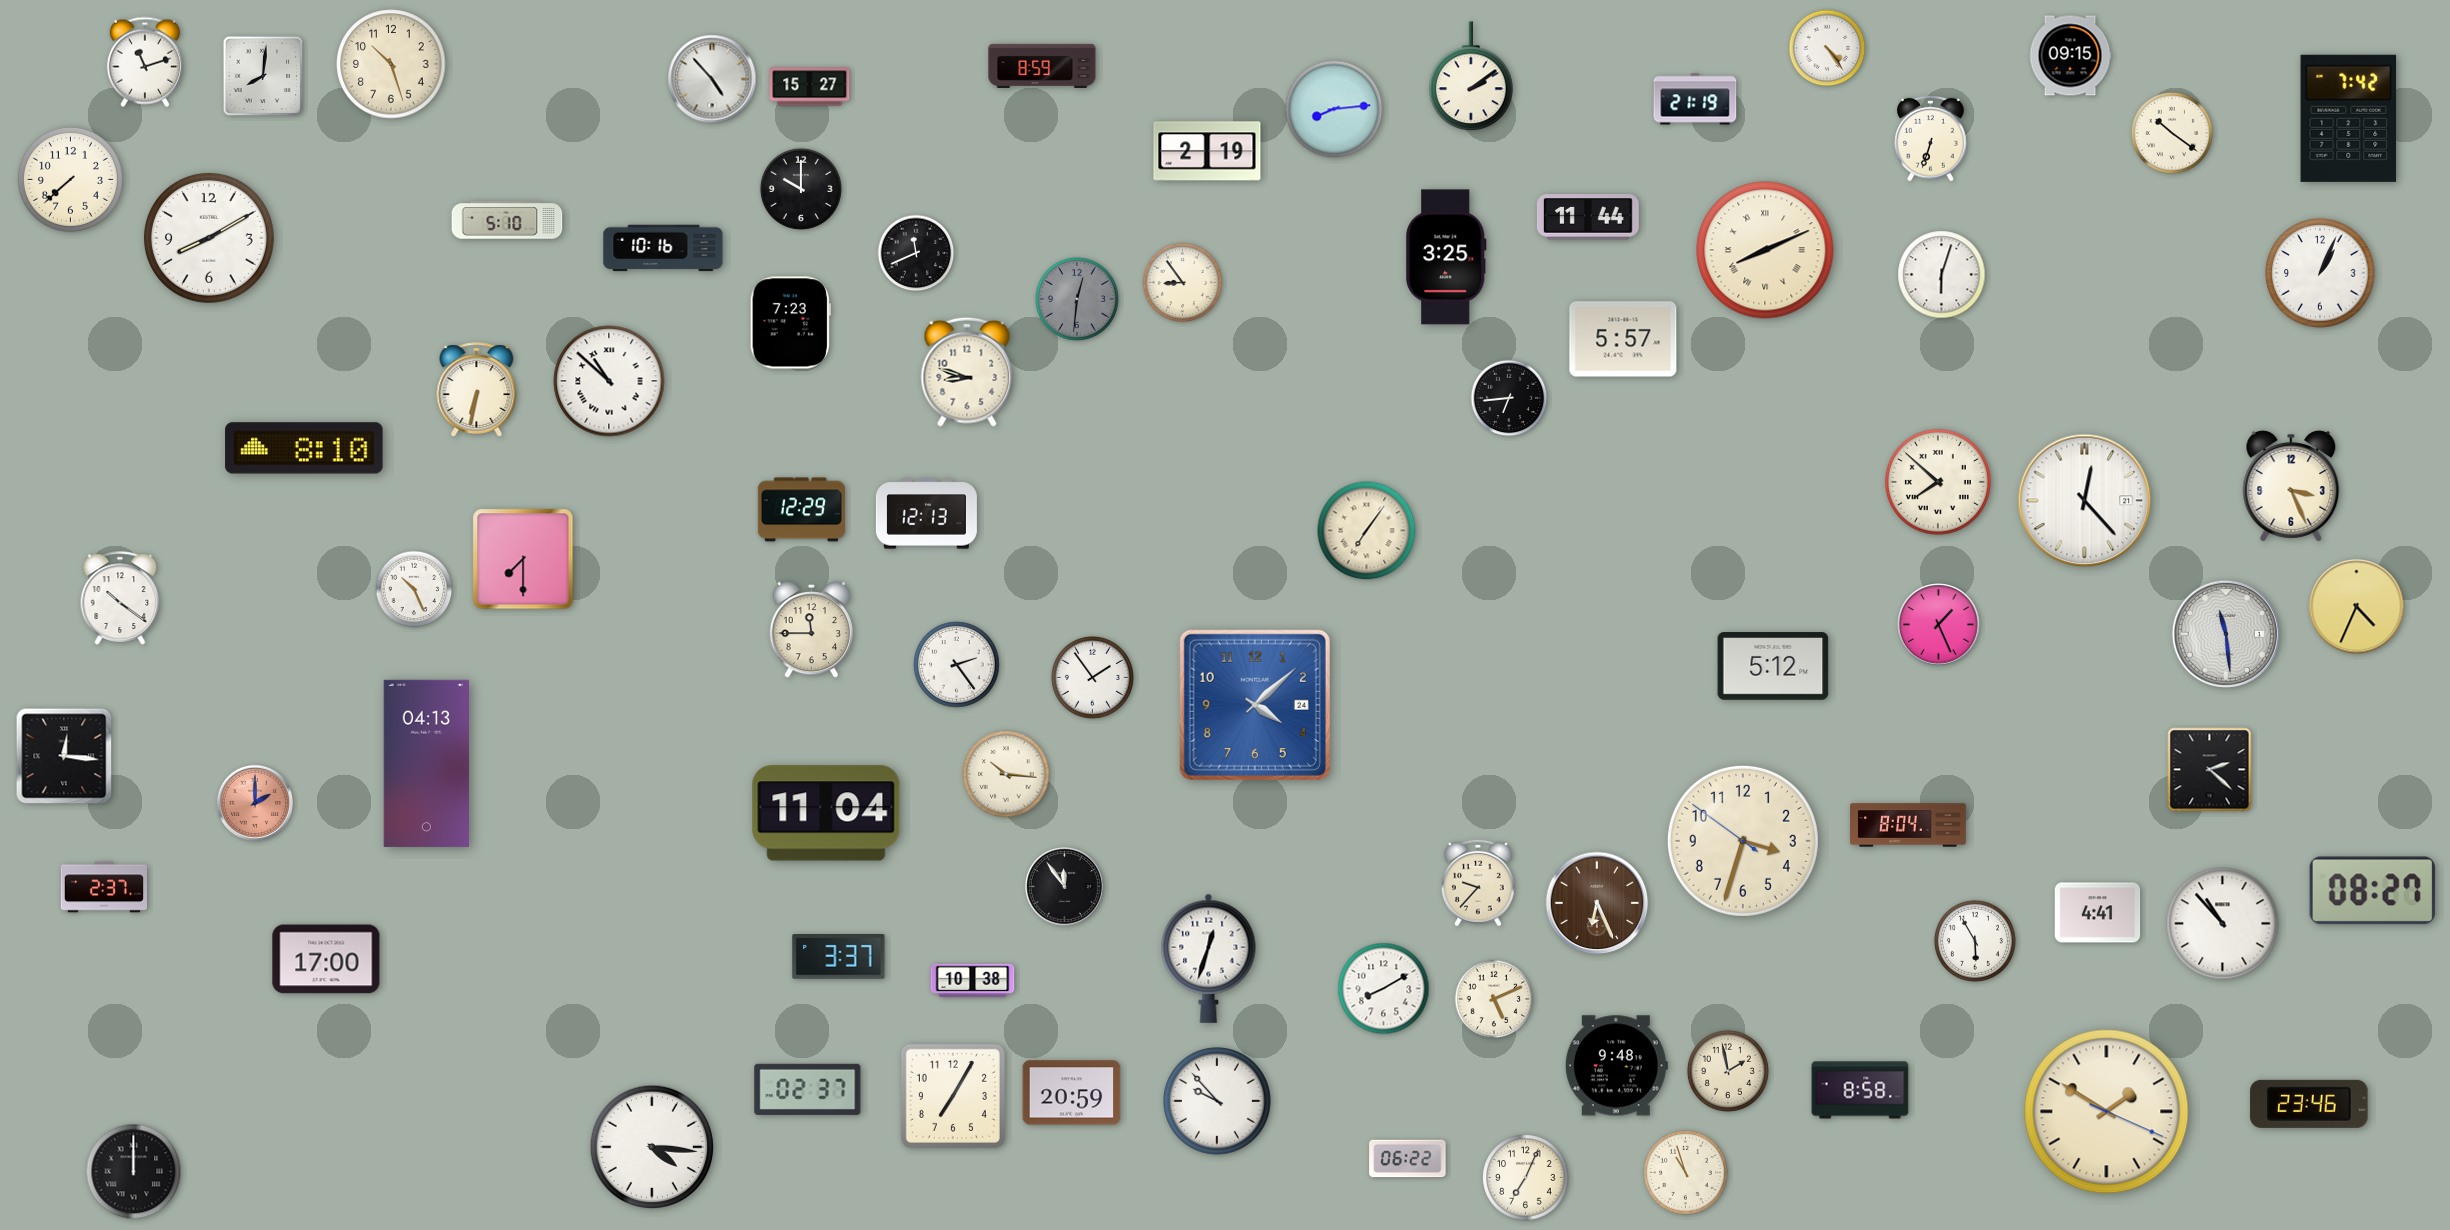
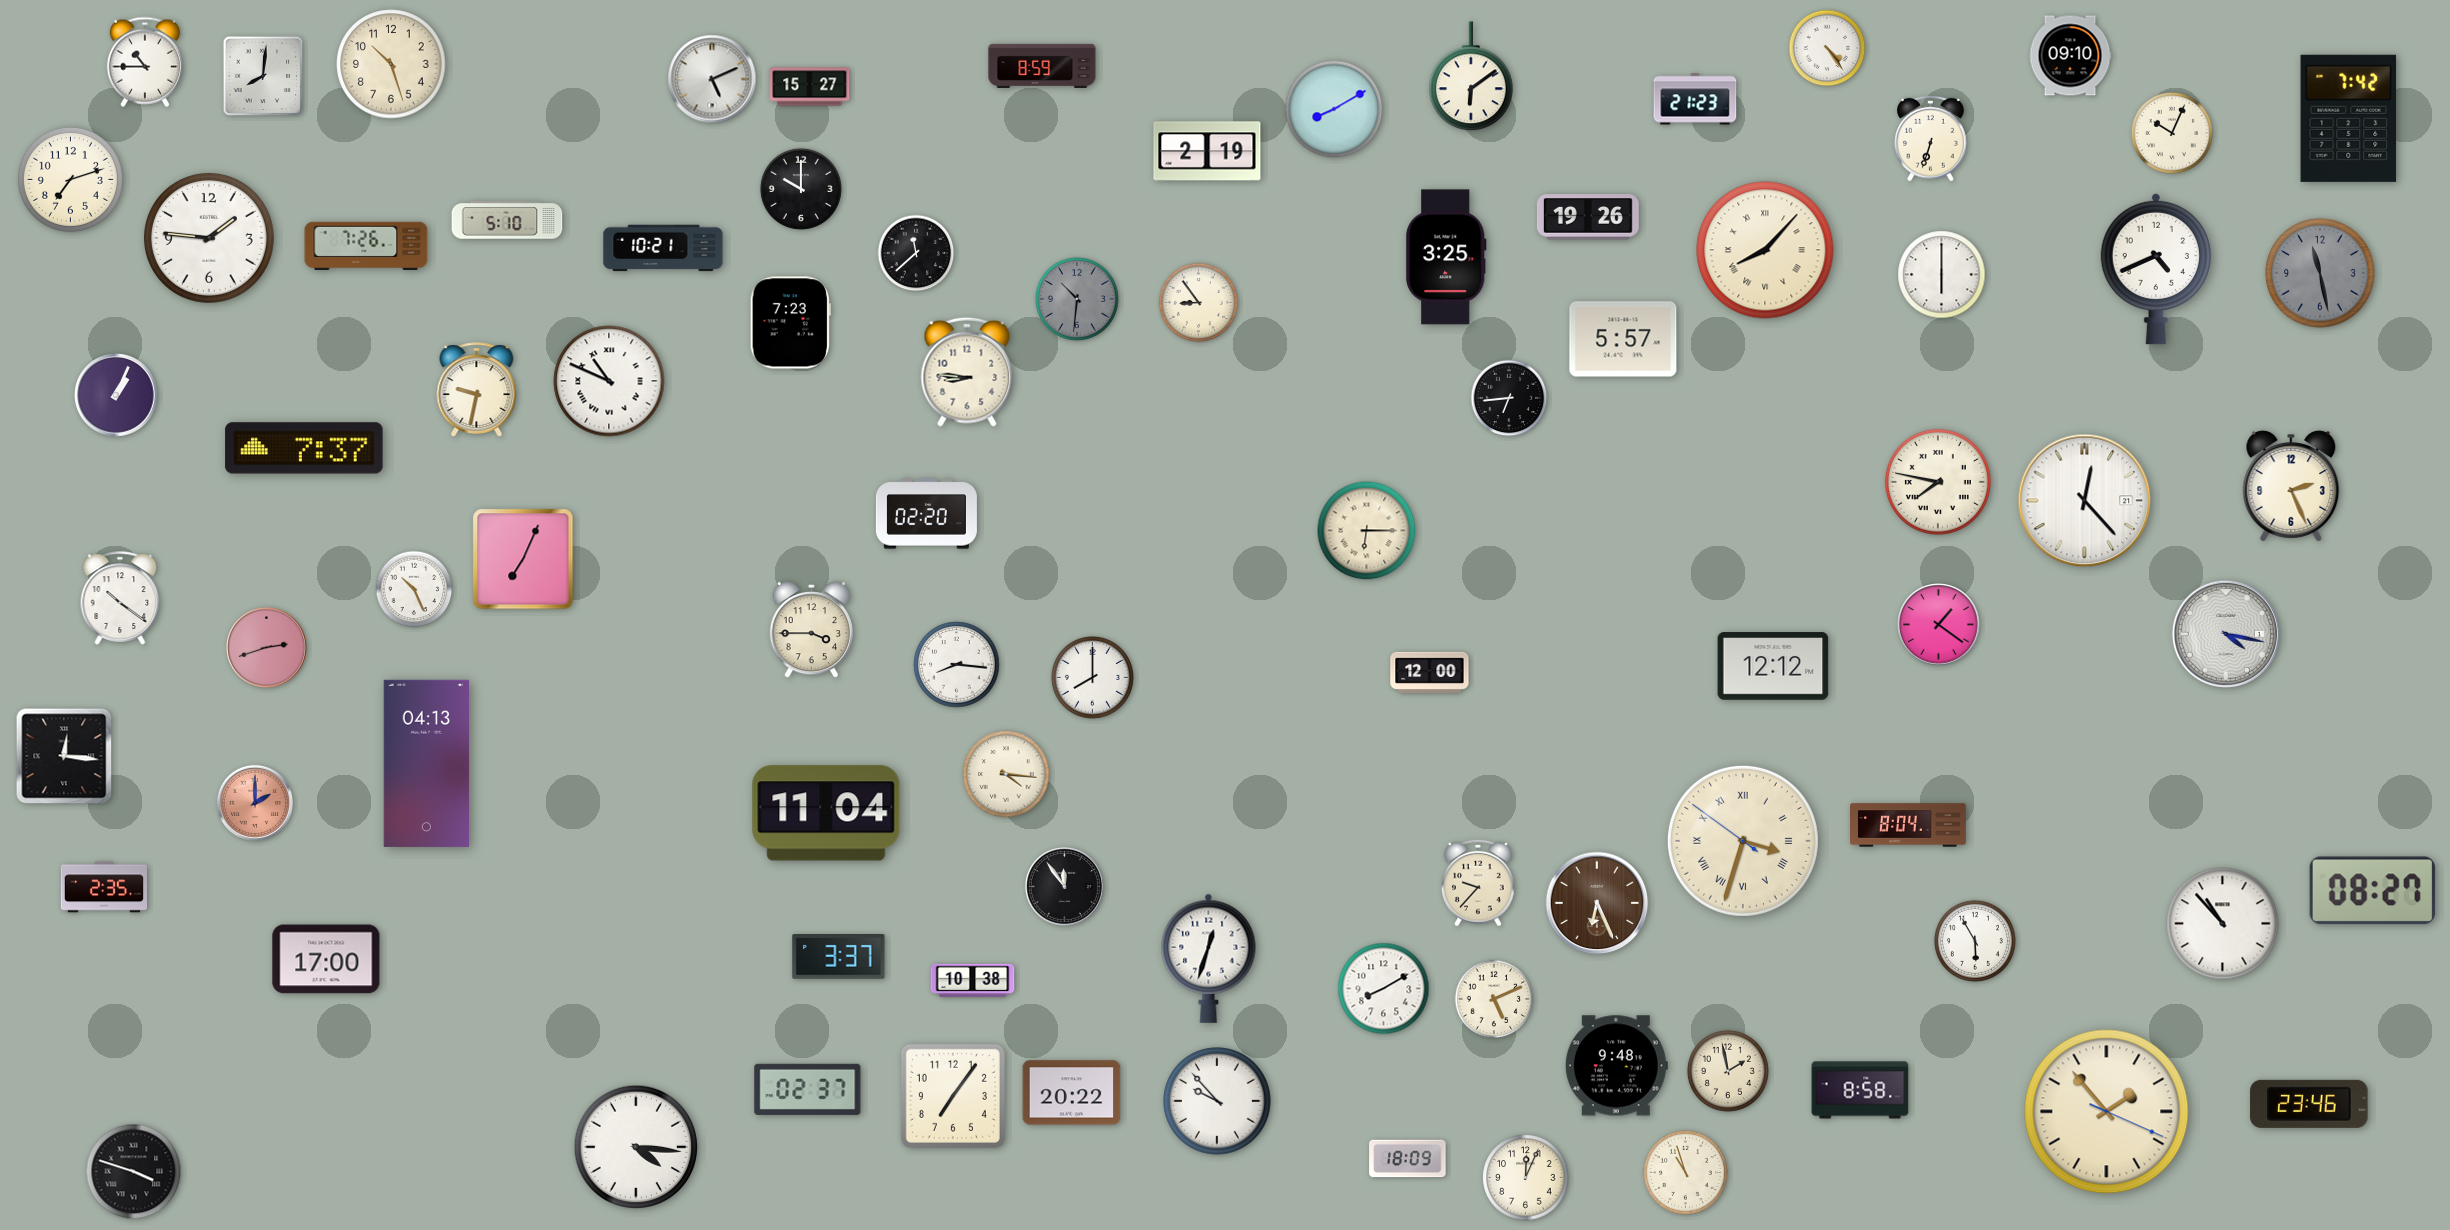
clock at (2070, 56): 09:15 -> 09:10
clock at (145, 62): 11:12 -> 10:45
clock at (1471, 77): 2:09 -> 6:09
clock at (712, 79): 4:53 -> 5:11
clock at (1695, 99): 21:19 -> 21:23
clock at (1334, 109): 8:14 -> 8:10
clock at (2172, 133): 10:21 -> 10:04
clock at (70, 179): 7:38 -> 7:12
clock at (1588, 217): 11:44 -> 19:26
clock at (209, 238): 8:10 -> 1:46
clock at (366, 246): none -> 7:26
clock at (663, 248): 10:16 -> 10:21
clock at (1765, 250): 8:11 -> 8:07
clock at (916, 253): 11:41 -> 11:38
clock at (2155, 269): none -> 4:41
clock at (2320, 273): 1:04 -> 11:28
clock at (2320, 273) dial: white -> grey
clock at (1942, 275): 6:03 -> 6:00
clock at (1183, 283) position: (1183, 283) -> (1199, 303)
clock at (1078, 300): 12:31 -> 10:31
clock at (967, 372): 8:48 -> 8:46
clock at (609, 381): 10:52 -> 10:49
clock at (477, 390): 6:32 -> 9:32
clock at (116, 395): none -> 1:04
clock at (304, 448): 8:10 -> 7:37
clock at (1938, 482): 7:52 -> 7:47
clock at (2291, 486): 3:26 -> 2:26
clock at (801, 510): 12:29 -> none
clock at (926, 514): 12:13 -> 02:20
clock at (1367, 531): 7:06 -> 6:15
clock at (523, 559): 7:30 -> 7:04
clock at (2357, 607): 4:34 -> none
clock at (1939, 625): 1:26 -> 1:21
clock at (811, 630): 11:45 -> 3:45
clock at (2226, 634): 11:29 -> 4:17
clock at (266, 647): none -> 2:42
clock at (957, 665): 2:24 -> 8:16
clock at (1773, 666): 5:12 -> 12:12
clock at (1430, 672): none -> 12:00
clock at (1092, 677): 1:54 -> 8:00
clock at (1255, 705): 4:08 -> none
clock at (2210, 770): 2:22 -> none
clock at (1006, 774): 10:16 -> 4:16
clock at (1743, 841) numerals: Arabic -> Roman
clock at (103, 887): 2:37 -> 2:35
clock at (2098, 913): 4:41 -> none
clock at (1072, 1093): 20:59 -> 20:22
clock at (953, 1096): 7:05 -> 7:06
clock at (2107, 1112): 1:50 -> 1:53
clock at (652, 1147) position: (652, 1147) -> (636, 1147)
clock at (1408, 1159): 06:22 -> 18:09
clock at (134, 1172): 12:00 -> 3:48
clock at (1526, 1178): 7:04 -> 12:04
